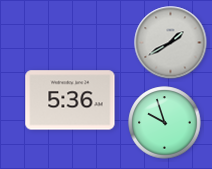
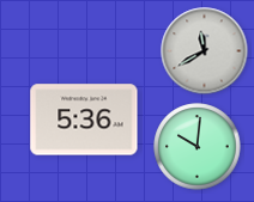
clock at (171, 43): 1:40 -> 11:40
clock at (165, 123): 9:57 -> 10:01
